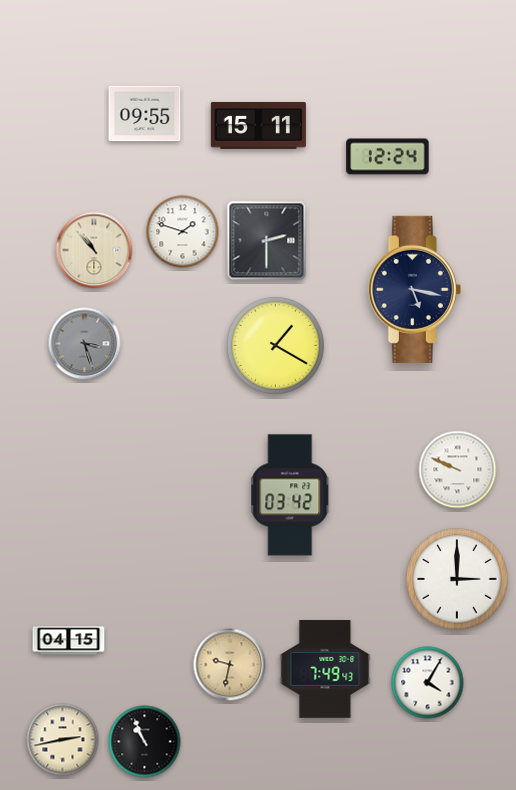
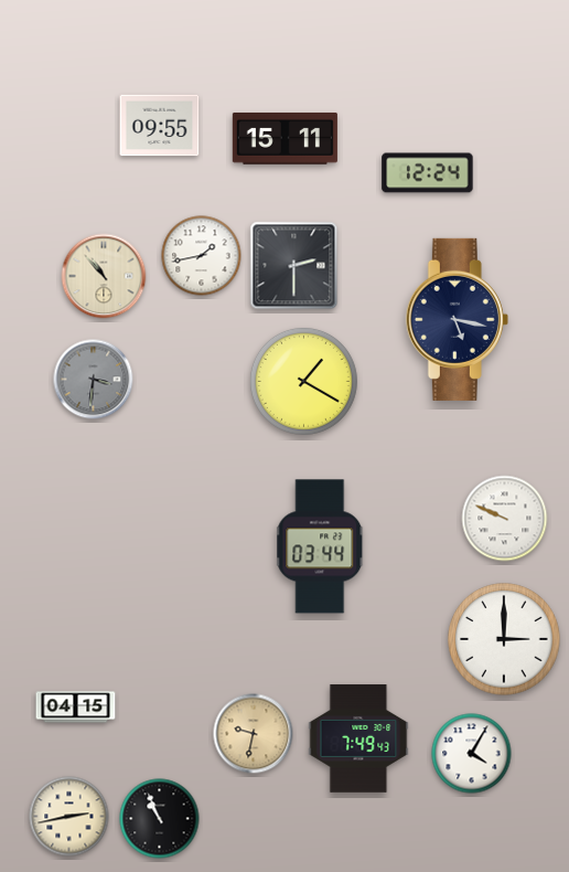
clock at (183, 232): 1:48 -> 1:43
clock at (85, 344): 3:27 -> 3:31
clock at (291, 495): 03:42 -> 03:44
